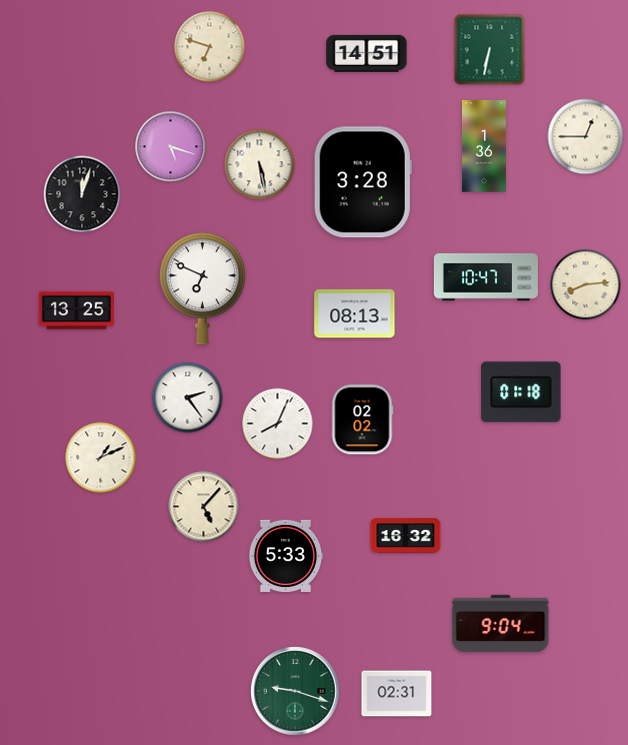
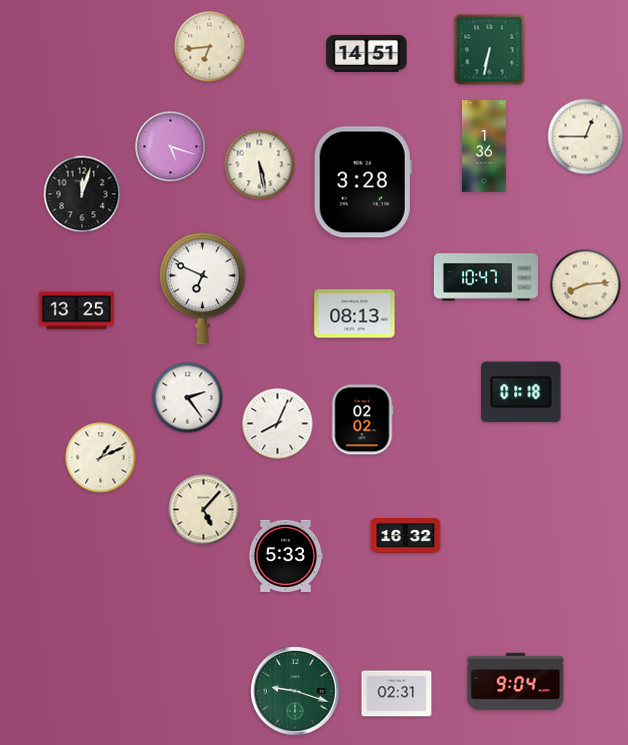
clock at (210, 47): 6:48 -> 6:44
clock at (204, 507) position: (204, 507) -> (204, 510)
clock at (501, 624) position: (501, 624) -> (516, 682)
